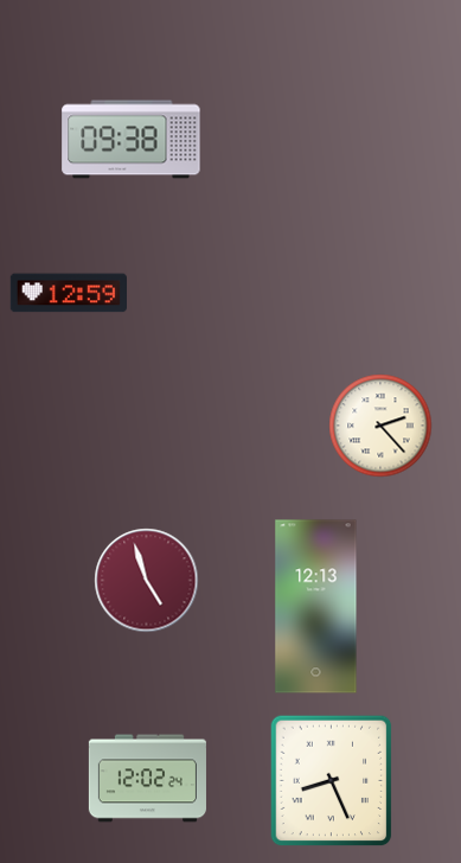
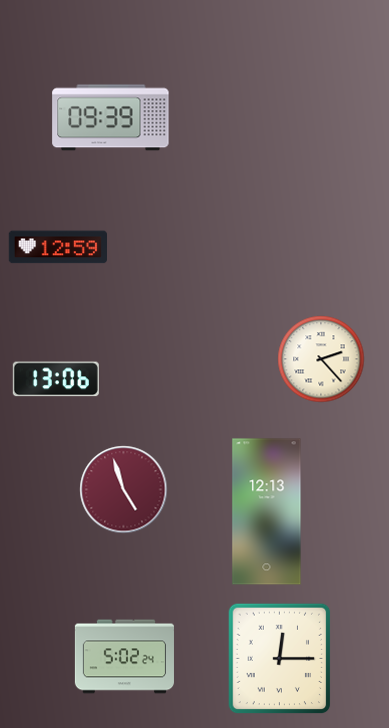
clock at (132, 140): 09:38 -> 09:39
clock at (56, 379): none -> 13:06
clock at (147, 779): 12:02 -> 5:02
clock at (332, 781): 8:26 -> 12:15
